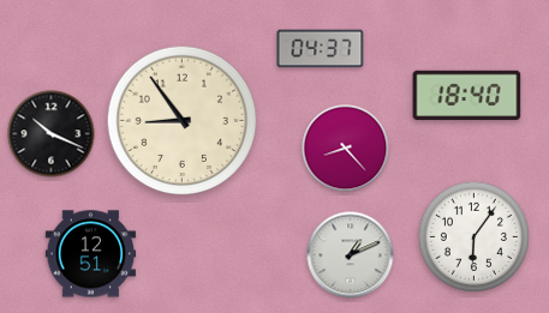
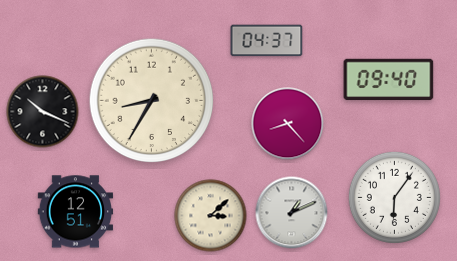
clock at (467, 96): 18:40 -> 09:40
clock at (183, 121): 8:54 -> 8:35
clock at (211, 216): none -> 3:08
